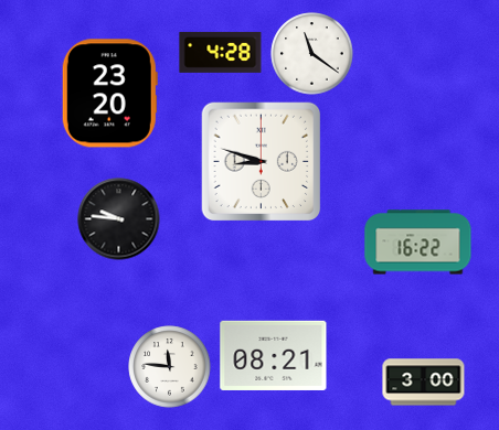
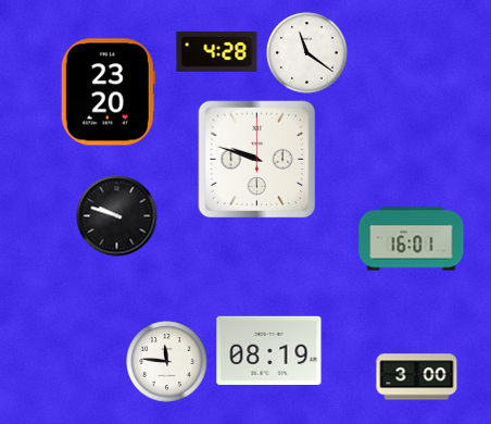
clock at (262, 162): 8:48 -> 9:48
clock at (119, 219): 9:46 -> 9:48
clock at (418, 243): 16:22 -> 16:01
clock at (274, 355): 08:21 -> 08:19
